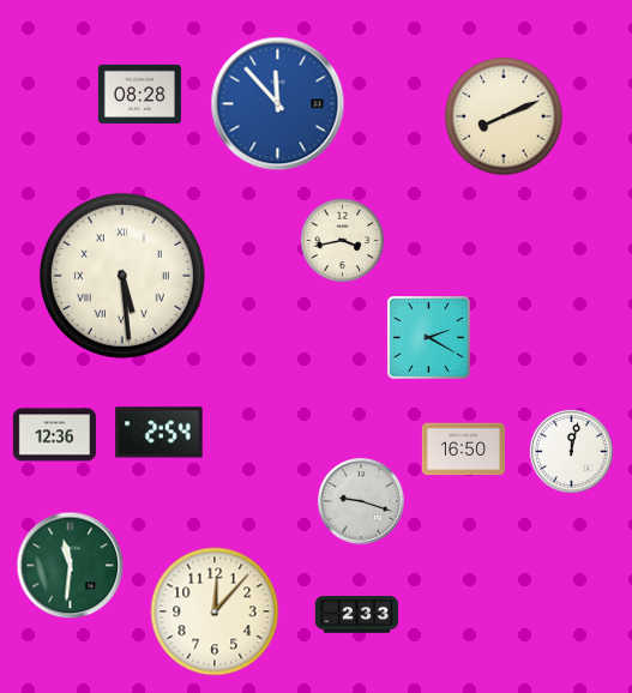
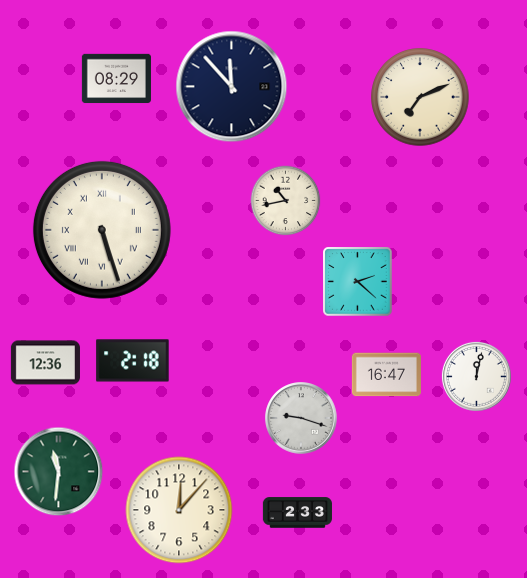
clock at (139, 95): 08:28 -> 08:29
clock at (278, 104) dial: blue -> navy
clock at (504, 116): 8:11 -> 7:11
clock at (343, 241): 3:43 -> 10:43
clock at (122, 276): 5:29 -> 5:27
clock at (429, 338): 2:20 -> 2:22
clock at (159, 433): 2:54 -> 2:18
clock at (463, 450): 16:50 -> 16:47
